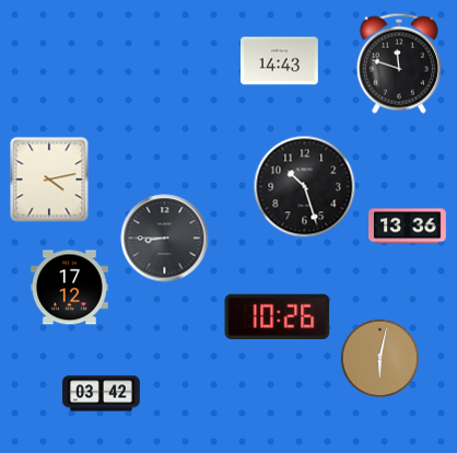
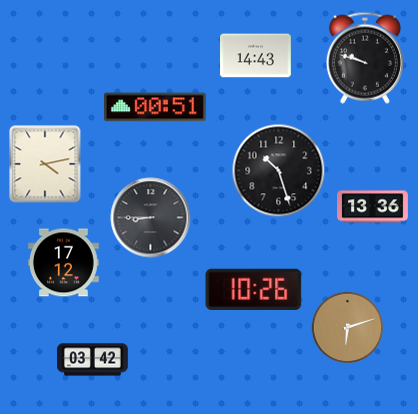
clock at (399, 63): 11:48 -> 9:48
clock at (156, 107): none -> 00:51
clock at (380, 359): 6:02 -> 6:12
